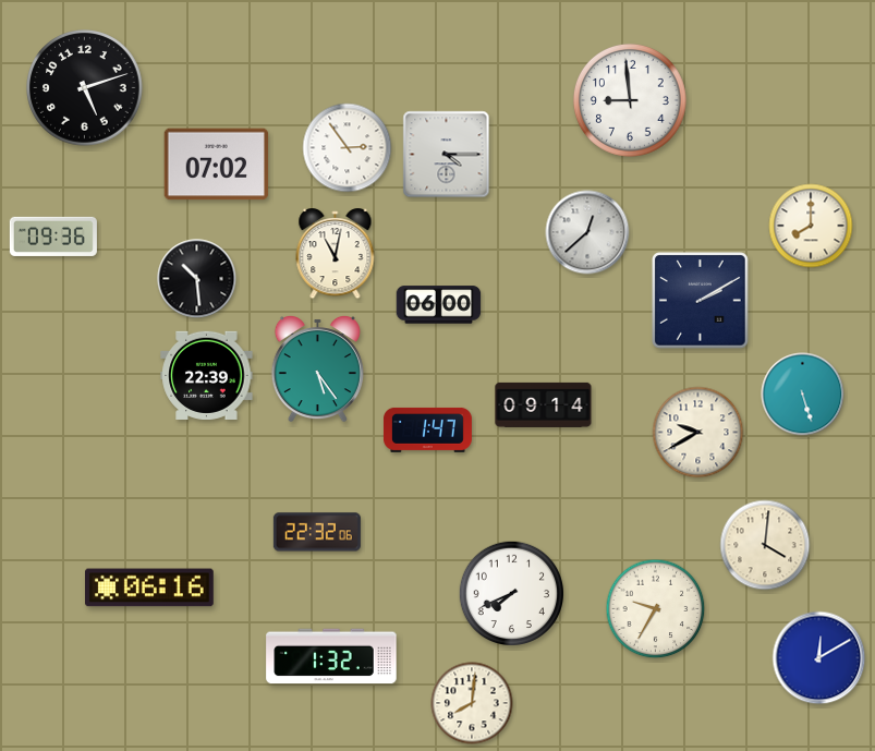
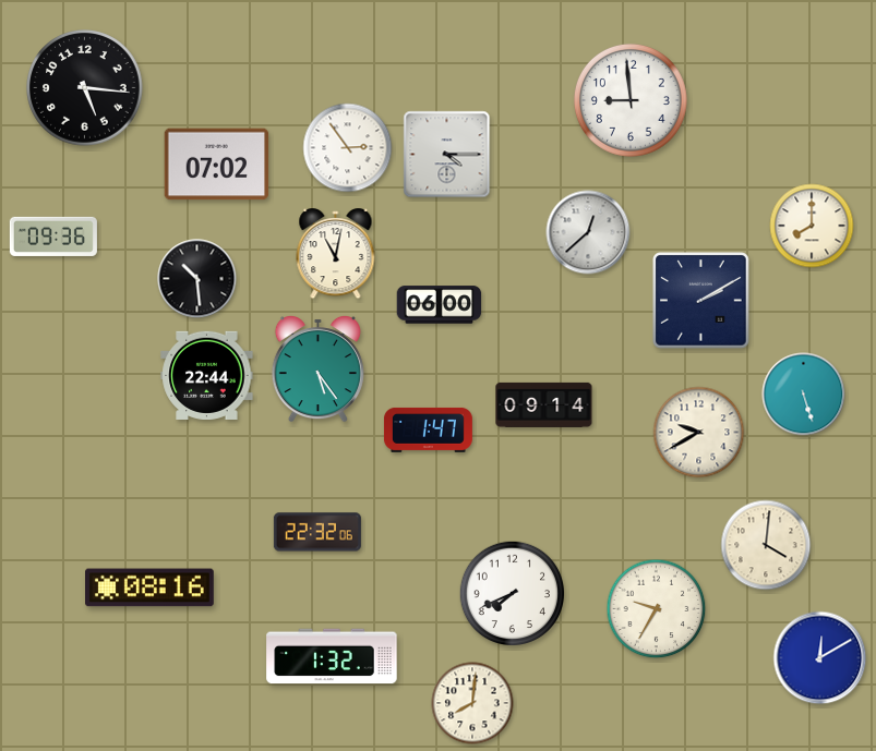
clock at (85, 88): 5:12 -> 5:16
clock at (207, 375): 22:39 -> 22:44
clock at (150, 588): 06:16 -> 08:16
